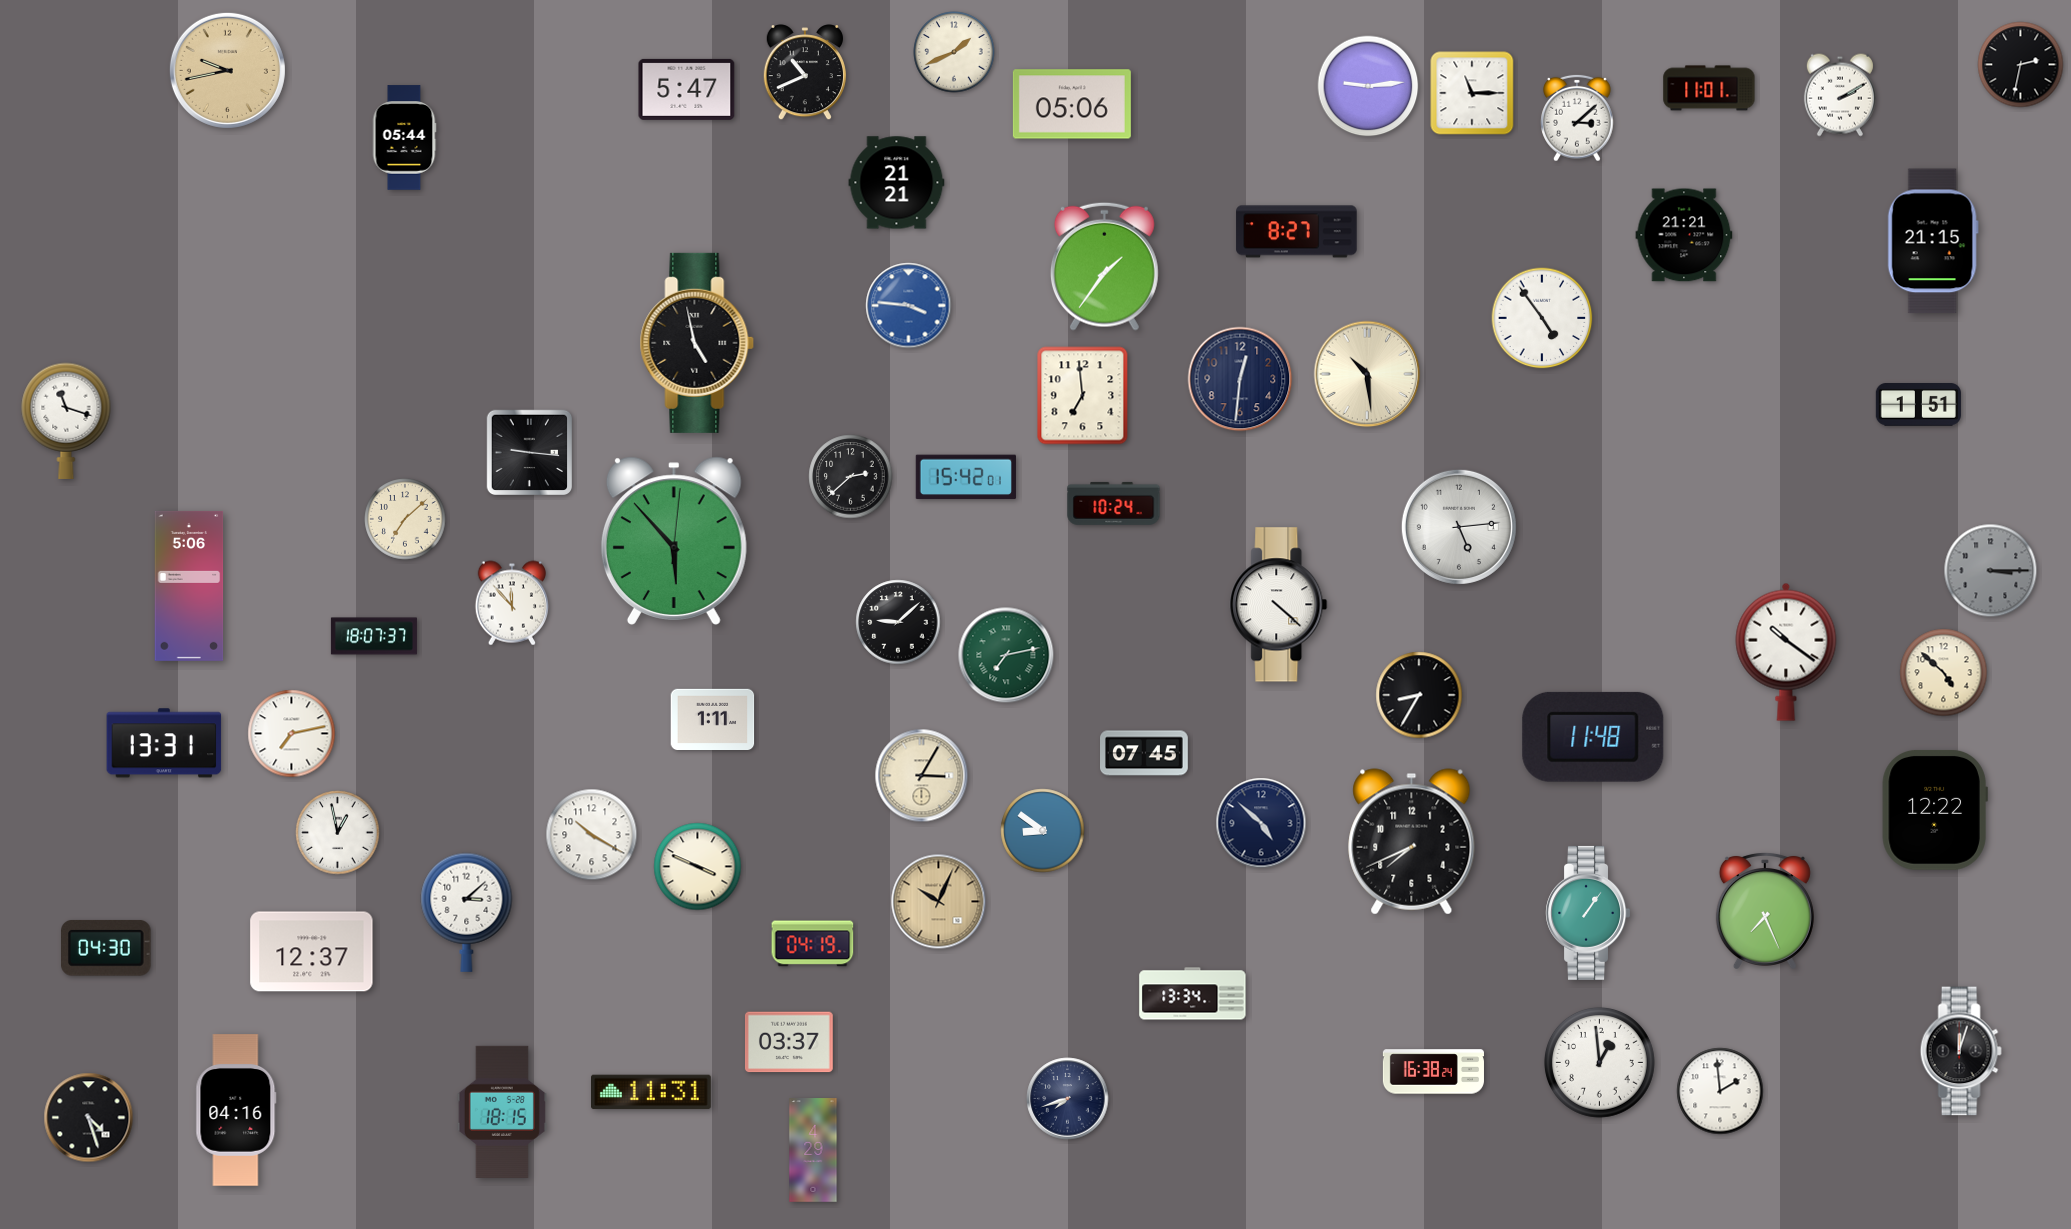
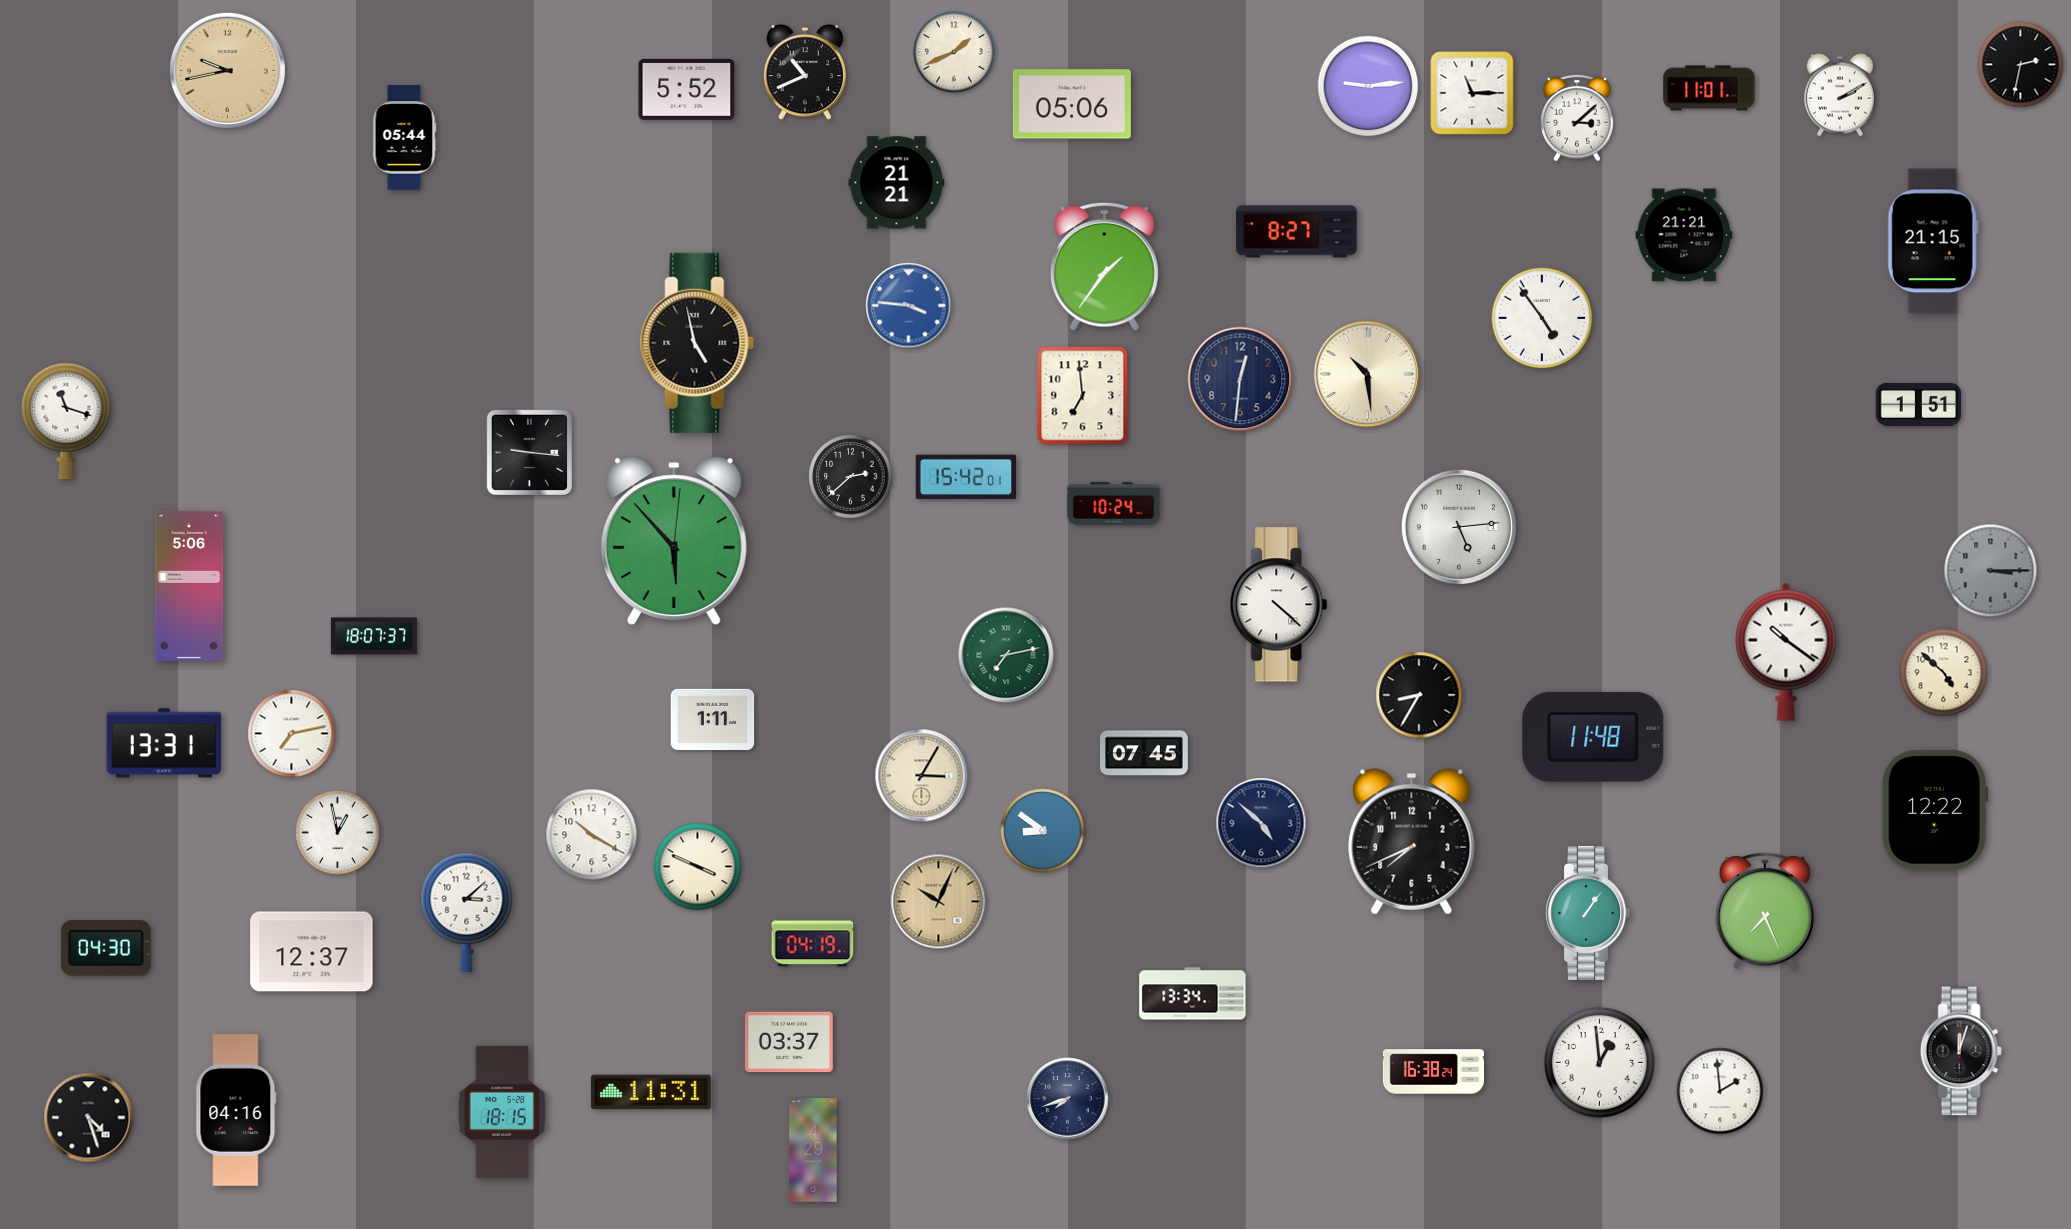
clock at (687, 89): 5:47 -> 5:52
clock at (405, 519): 7:08 -> none
clock at (511, 603): 11:53 -> none
clock at (898, 622): 9:08 -> none
